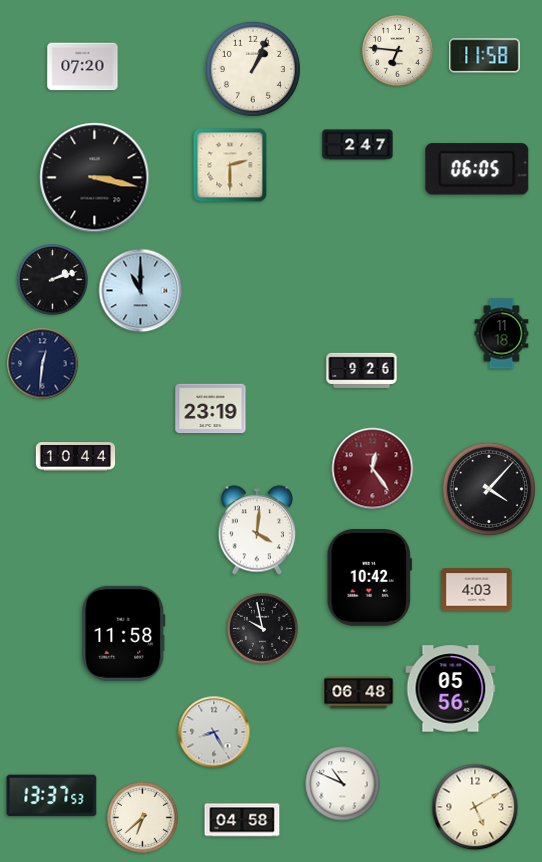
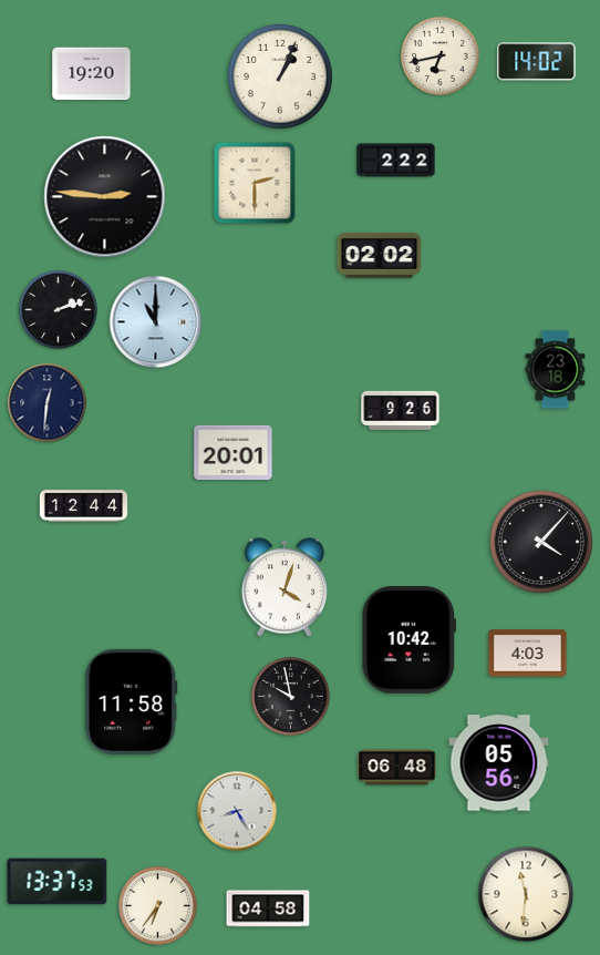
clock at (398, 51): 6:46 -> 6:43
clock at (485, 56): 11:58 -> 14:02
clock at (83, 67): 07:20 -> 19:20
clock at (358, 145): 2:47 -> 2:22
clock at (477, 169): 06:05 -> none
clock at (95, 178): 3:17 -> 2:46
clock at (380, 255): none -> 02:02
clock at (502, 334): 11:18 -> 23:18
clock at (211, 409): 23:19 -> 20:01
clock at (76, 457): 10:44 -> 12:44
clock at (373, 469): 12:24 -> none
clock at (256, 530): 4:01 -> 4:03
clock at (124, 633) position: (124, 633) -> (132, 701)
clock at (343, 784): 10:49 -> none
clock at (475, 807): 5:10 -> 11:31
clock at (143, 818): 6:38 -> 6:36
